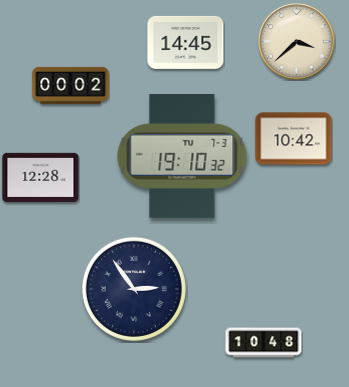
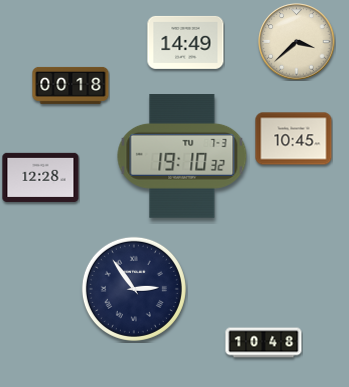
clock at (186, 42): 14:45 -> 14:49
clock at (71, 85): 00:02 -> 00:18
clock at (294, 139): 10:42 -> 10:45
